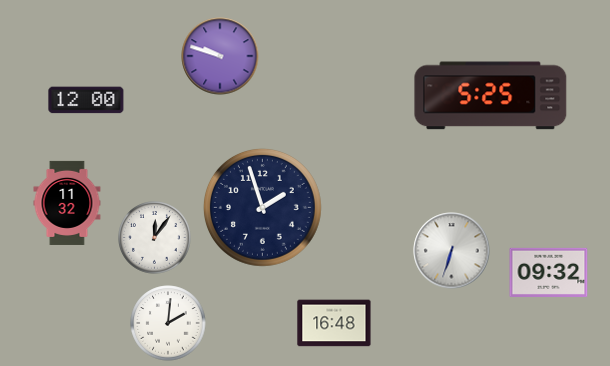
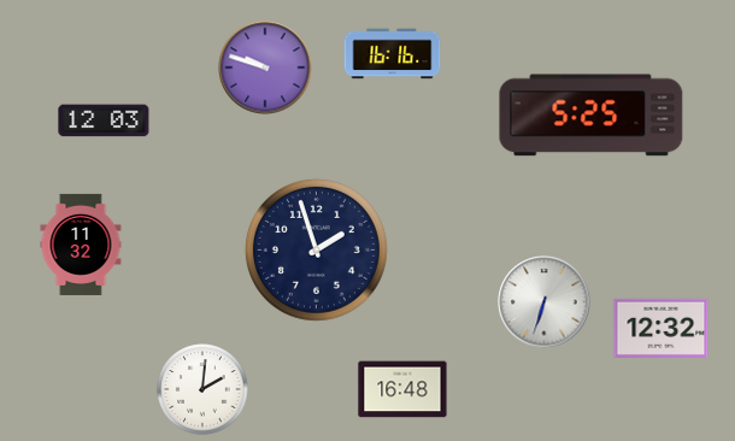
clock at (393, 54): none -> 16:16
clock at (86, 100): 12:00 -> 12:03
clock at (155, 238): 12:06 -> none
clock at (549, 272): 09:32 -> 12:32
